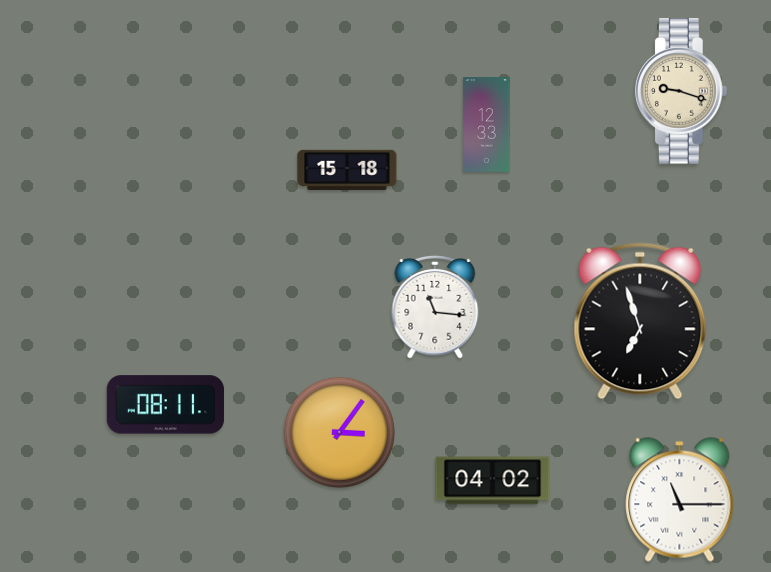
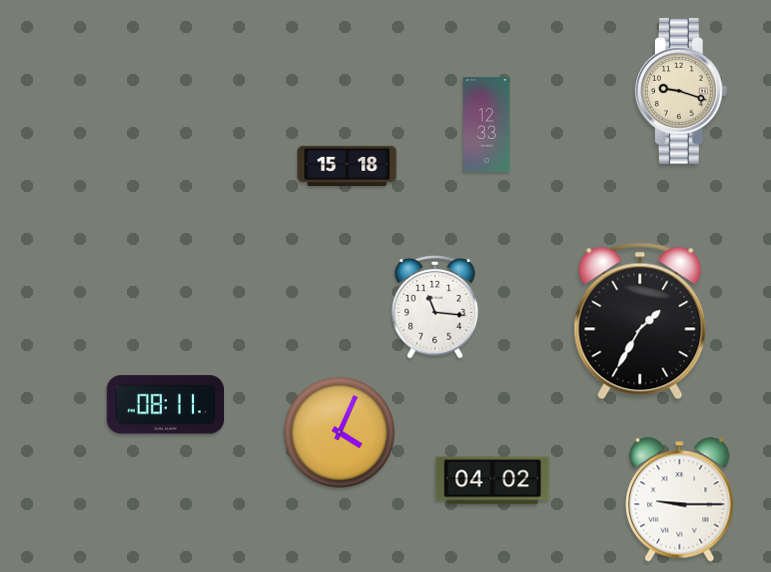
clock at (347, 170) position: (347, 170) -> (347, 166)
clock at (640, 321): 6:57 -> 1:35
clock at (339, 432): 3:06 -> 4:04
clock at (680, 500): 11:15 -> 9:15
